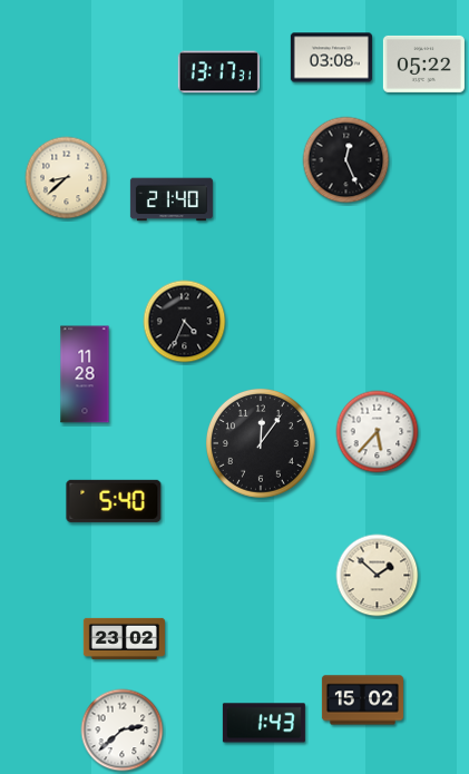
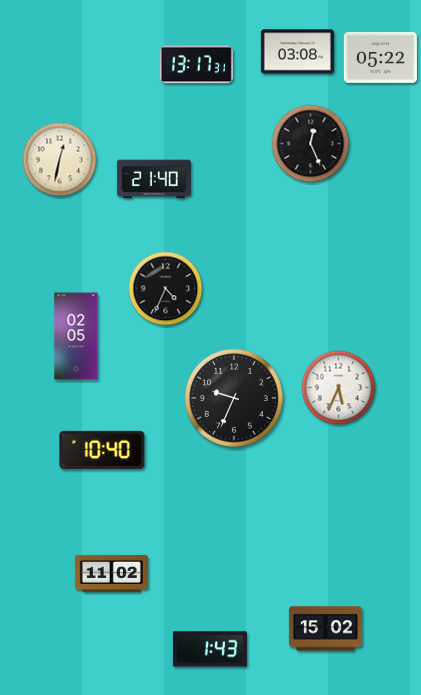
clock at (67, 178): 8:38 -> 12:32
clock at (85, 374): 11:28 -> 02:05
clock at (378, 432): 5:37 -> 5:34
clock at (261, 443): 12:06 -> 9:34
clock at (114, 501): 5:40 -> 10:40
clock at (378, 576): 1:52 -> none
clock at (124, 638): 23:02 -> 11:02
clock at (264, 723) position: (264, 723) -> (210, 649)
clock at (123, 731): 2:38 -> none
